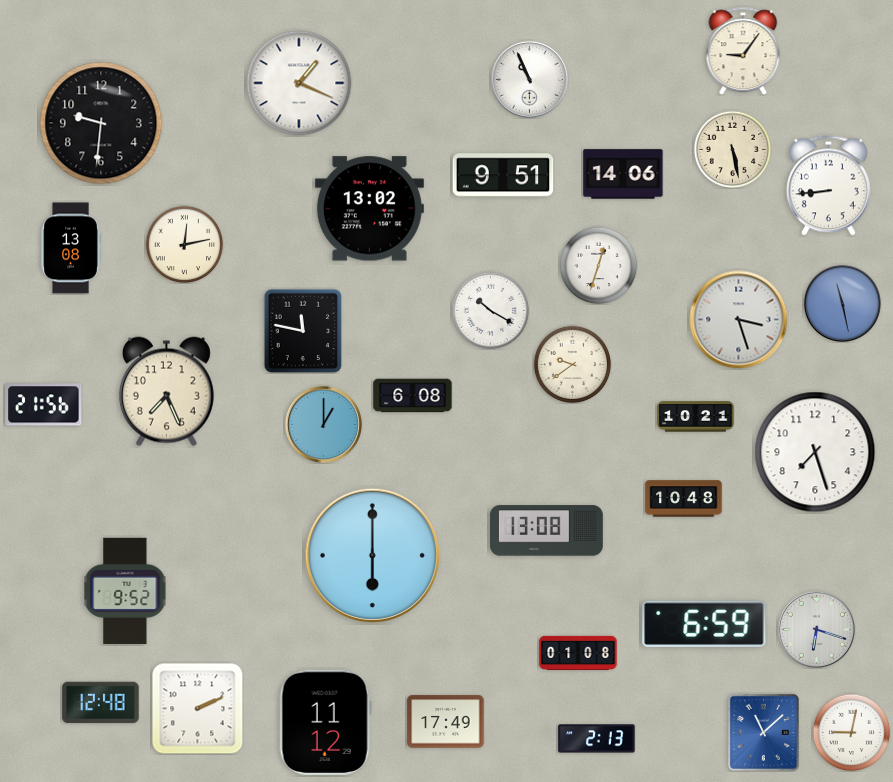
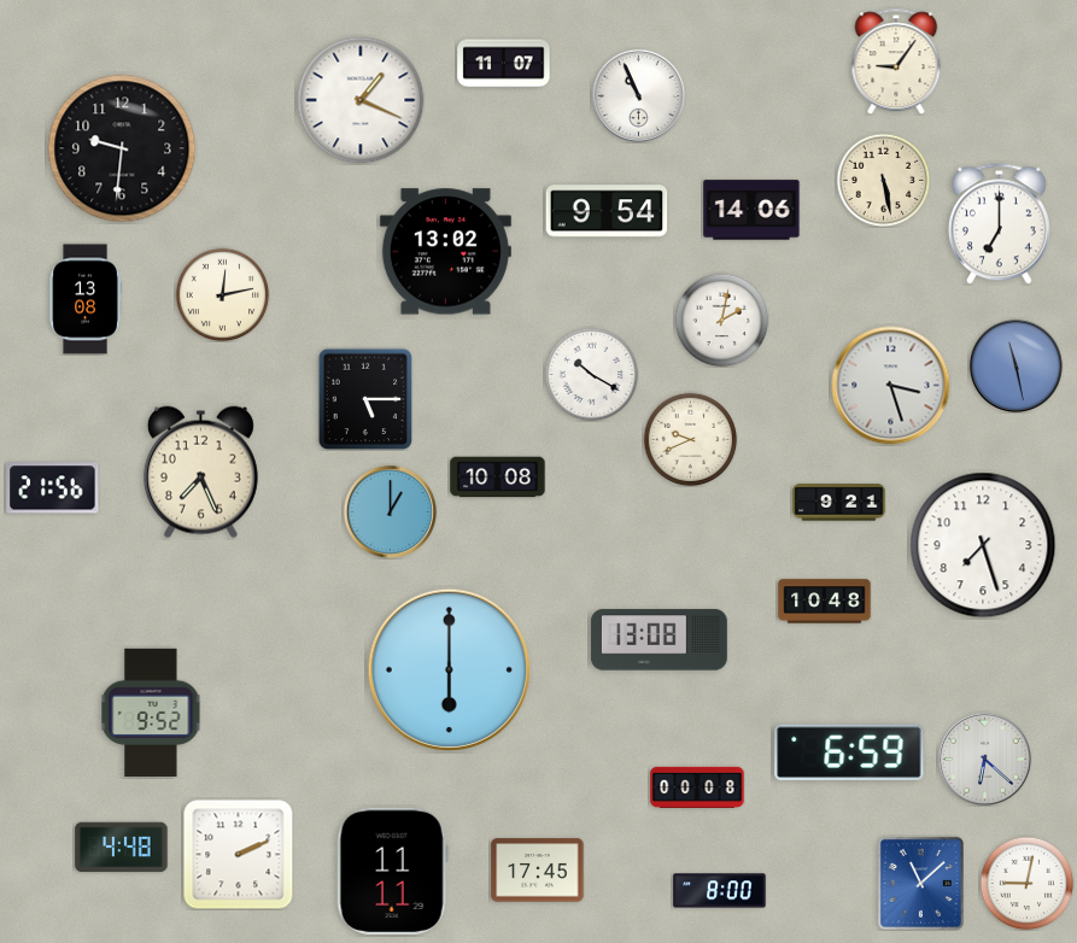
clock at (504, 64): none -> 11:07
clock at (503, 175): 9:51 -> 9:54
clock at (828, 186): 8:44 -> 7:00
clock at (598, 265): 12:33 -> 2:02
clock at (303, 331): 11:47 -> 5:15
clock at (572, 364): 9:39 -> 9:41
clock at (413, 396): 6:08 -> 10:08
clock at (696, 417): 10:21 -> 9:21
clock at (816, 629): 6:18 -> 6:22
clock at (578, 652): 01:08 -> 00:08
clock at (101, 703): 12:48 -> 4:48
clock at (325, 722): 11:12 -> 11:11
clock at (446, 722): 17:49 -> 17:45
clock at (597, 739): 2:13 -> 8:00
